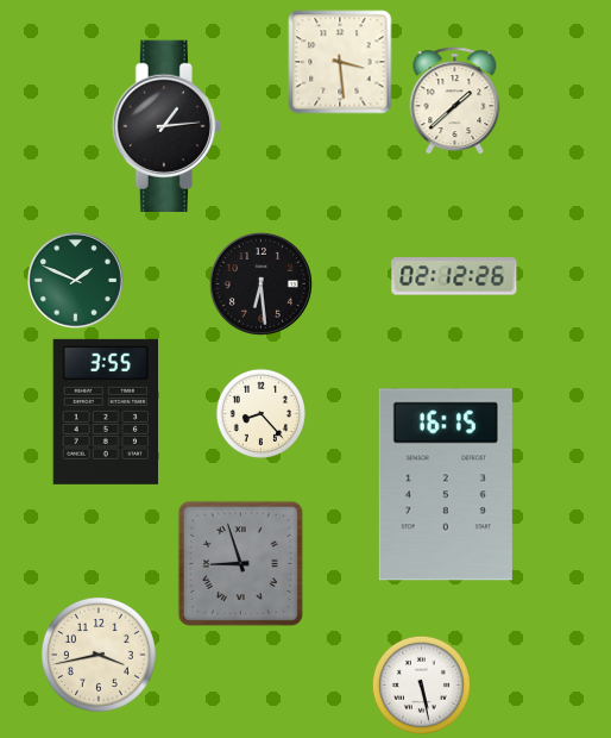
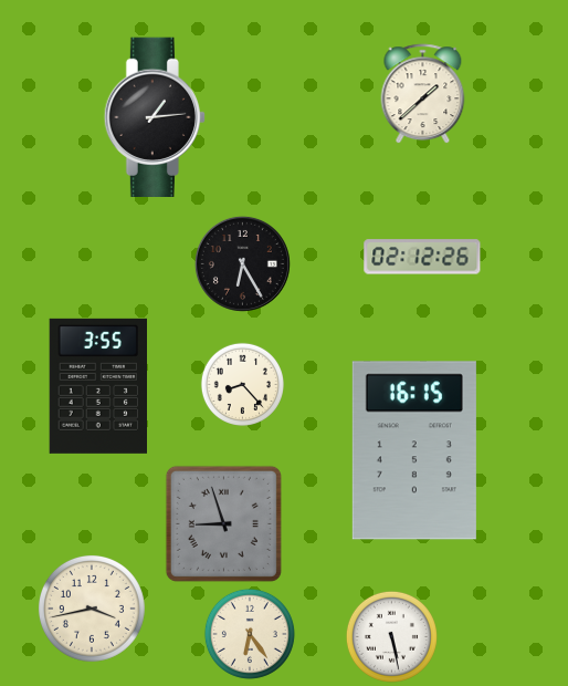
clock at (340, 62): 3:29 -> none
clock at (76, 281): 1:49 -> none
clock at (260, 283): 6:29 -> 6:25
clock at (105, 412) position: (105, 412) -> (97, 386)
clock at (250, 634): none -> 6:24
